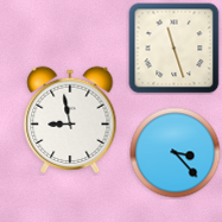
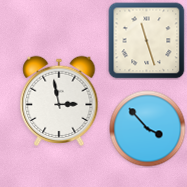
clock at (70, 120): 8:58 -> 2:58
clock at (176, 153): 3:23 -> 3:53
